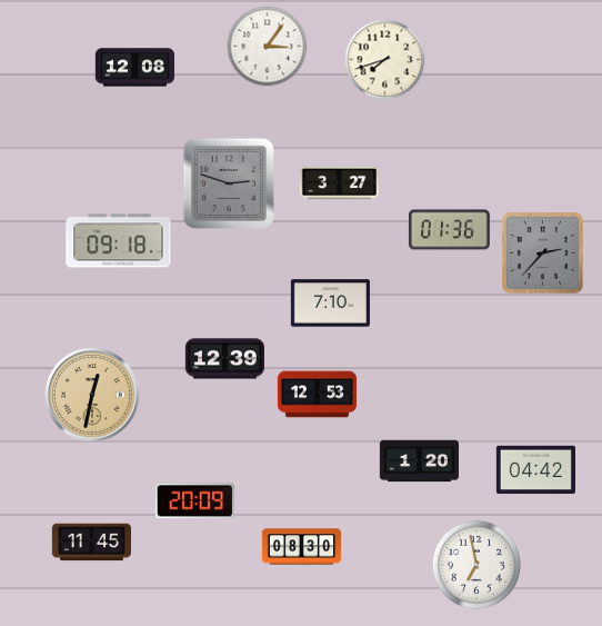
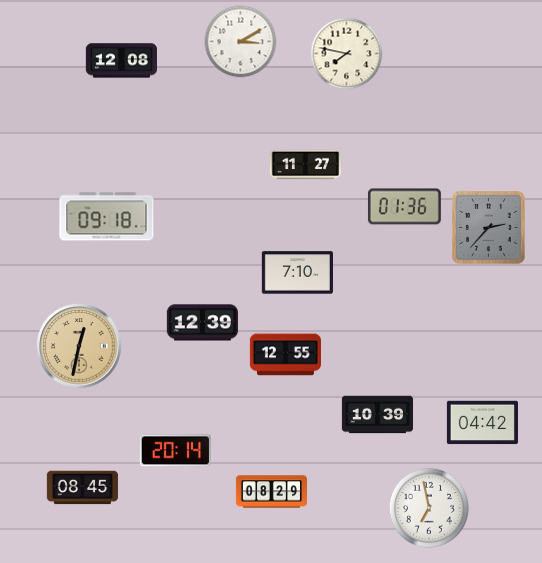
clock at (268, 47): 3:06 -> 3:10
clock at (385, 60): 7:42 -> 7:47
clock at (229, 183): 2:48 -> none
clock at (339, 183): 3:27 -> 11:27
clock at (92, 395) position: (92, 395) -> (79, 346)
clock at (317, 395): 12:53 -> 12:55
clock at (419, 461): 1:20 -> 10:39
clock at (194, 501): 20:09 -> 20:14
clock at (91, 543): 11:45 -> 08:45
clock at (301, 547): 08:30 -> 08:29
